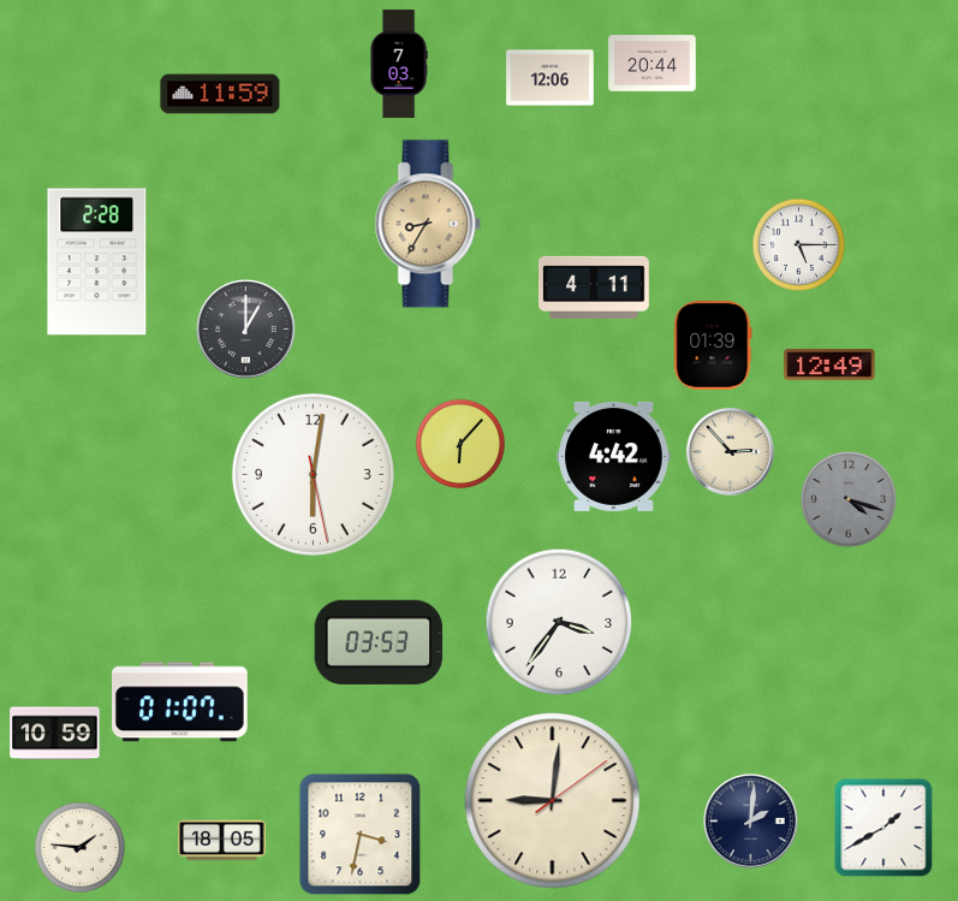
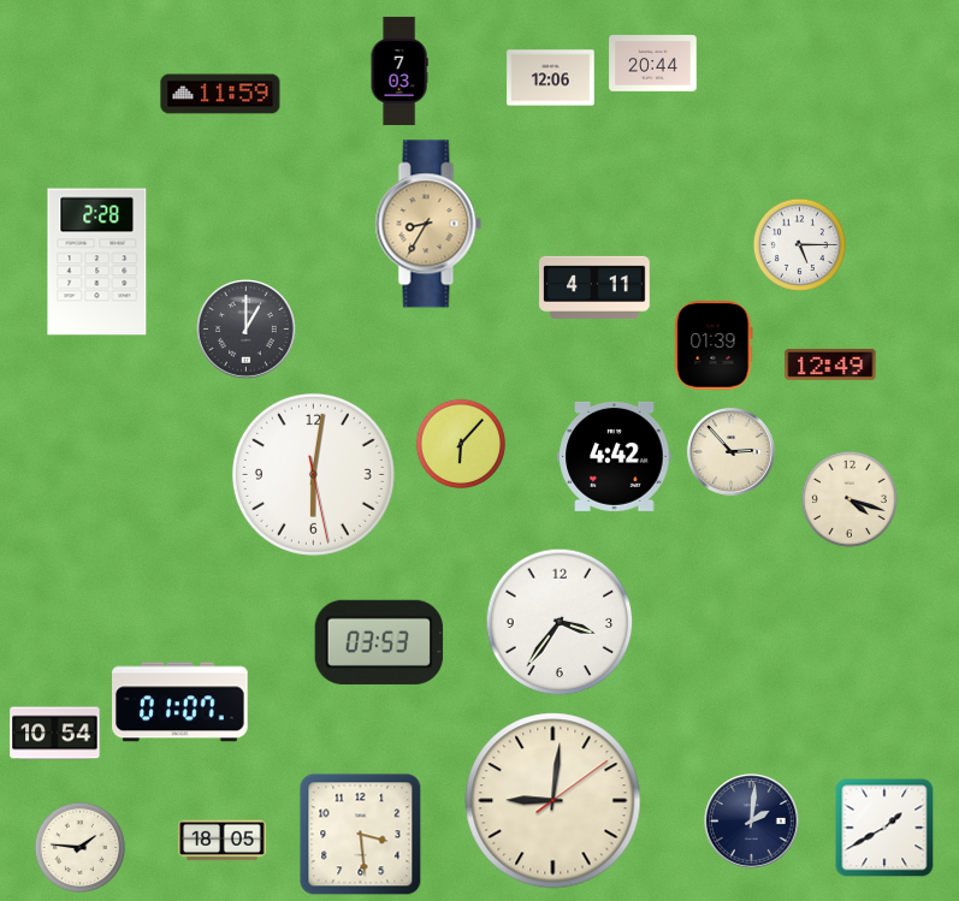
clock at (399, 64) position: (399, 64) -> (399, 71)
clock at (849, 499) dial: grey -> cream
clock at (55, 734): 10:59 -> 10:54
clock at (361, 835): 3:32 -> 3:29
